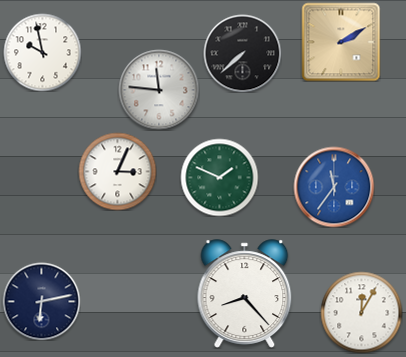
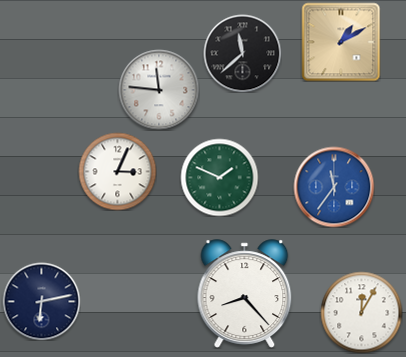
clock at (341, 42): 2:10 -> 1:10
clock at (42, 52): 9:58 -> none
clock at (242, 53): 7:38 -> 11:38
